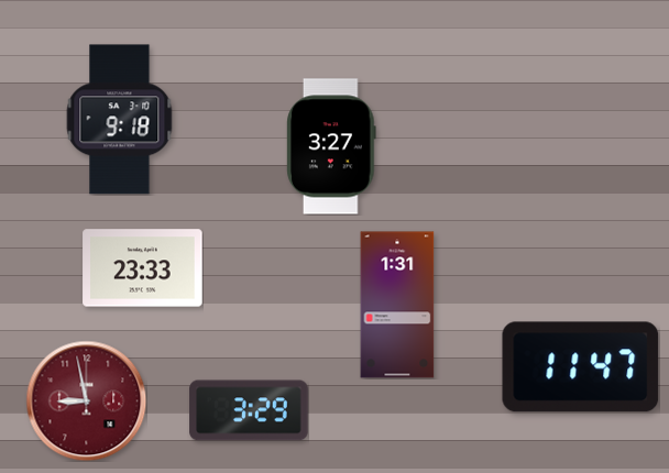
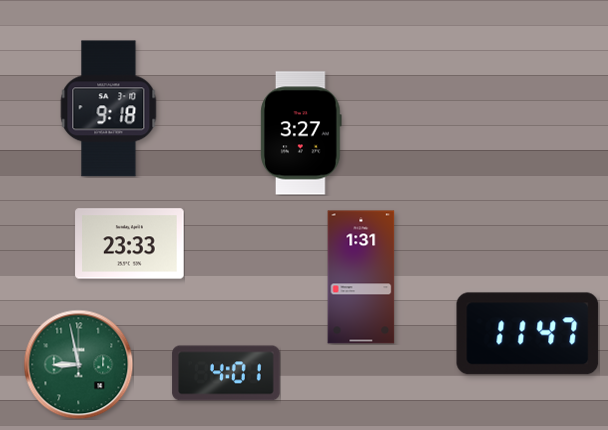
clock at (86, 400) dial: burgundy -> green
clock at (249, 410): 3:29 -> 4:01
